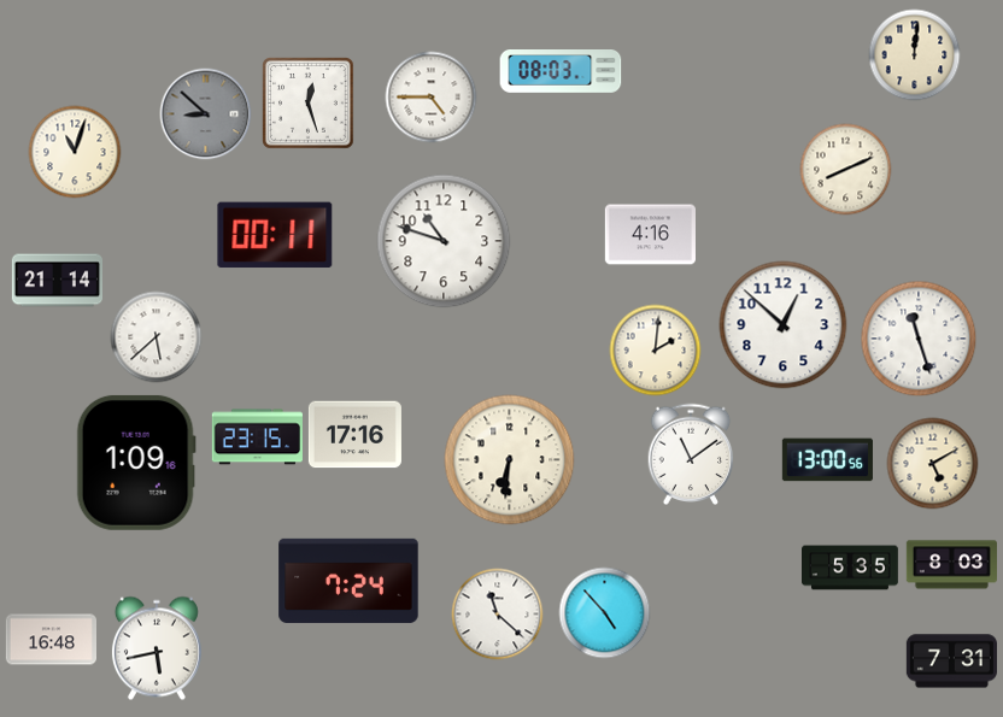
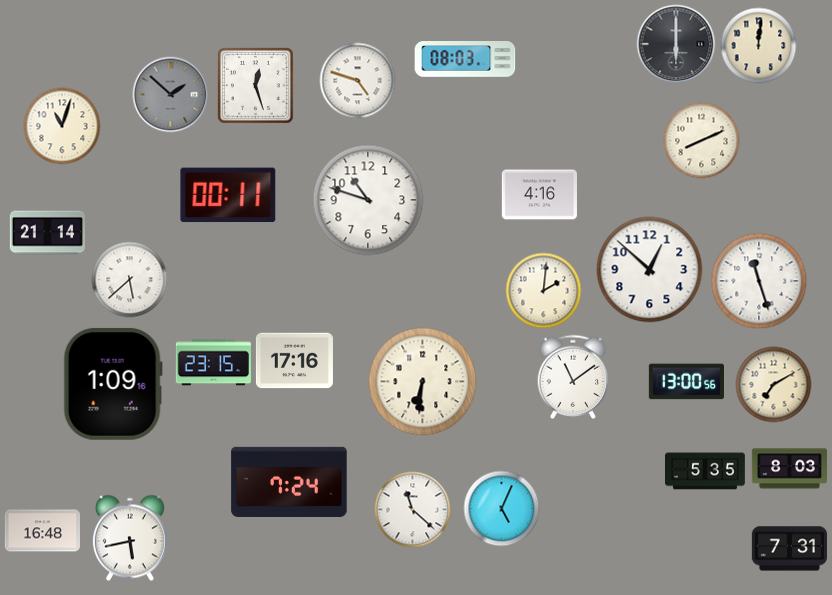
clock at (676, 44): none -> 6:00
clock at (432, 98): 4:45 -> 4:48
clock at (206, 114): 8:52 -> 1:52
clock at (919, 339) position: (919, 339) -> (759, 281)
clock at (933, 464): 5:10 -> 7:10
clock at (605, 613): 4:53 -> 5:04
